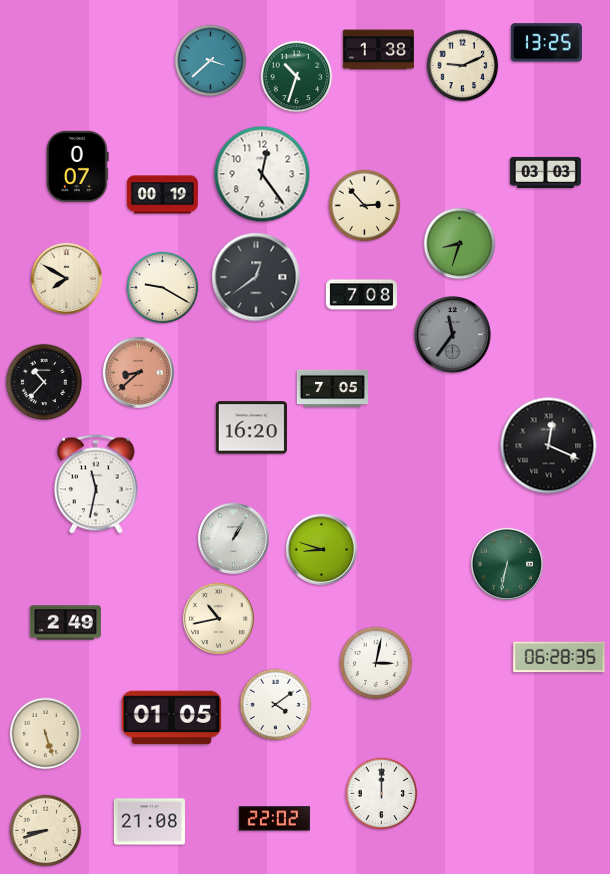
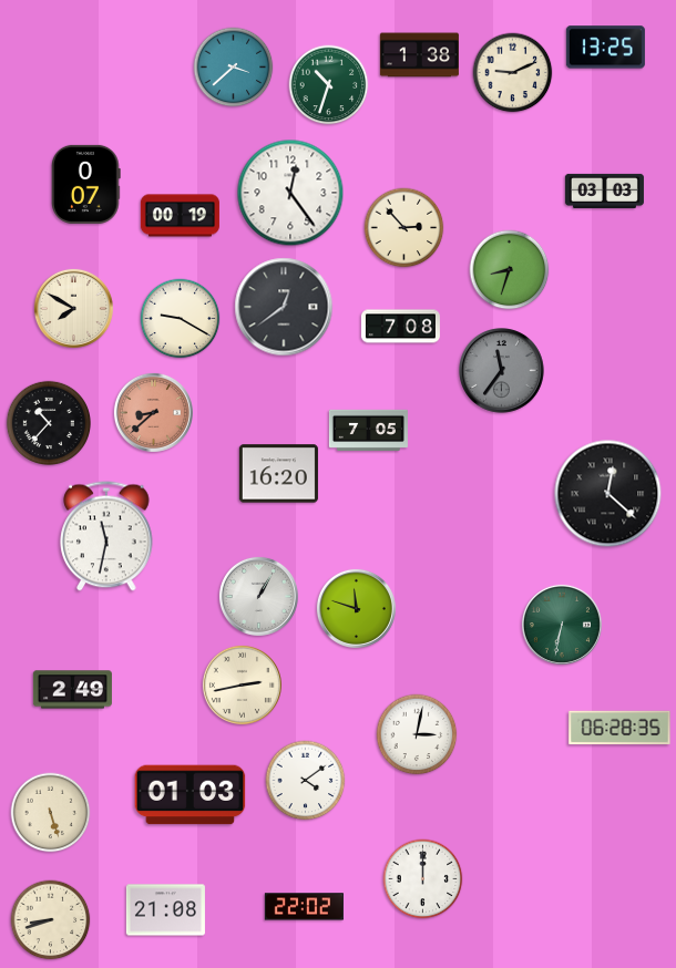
clock at (549, 446): 12:19 -> 12:22
clock at (321, 549): 8:48 -> 11:48
clock at (218, 618): 10:43 -> 2:43
clock at (172, 718): 01:05 -> 01:03
